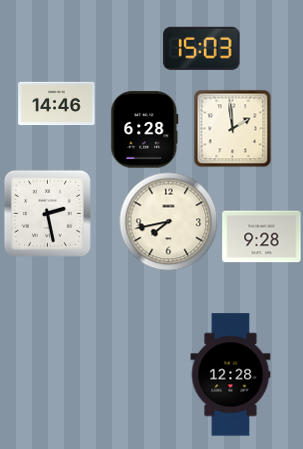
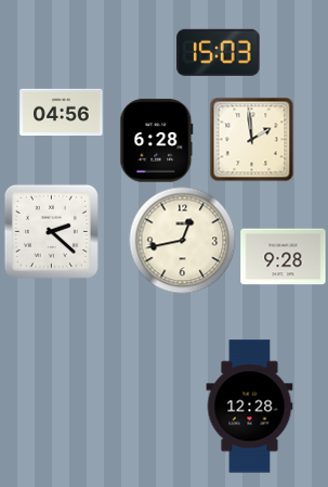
clock at (57, 104): 14:46 -> 04:56
clock at (47, 213): 2:28 -> 2:22
clock at (169, 222): 7:43 -> 12:43
